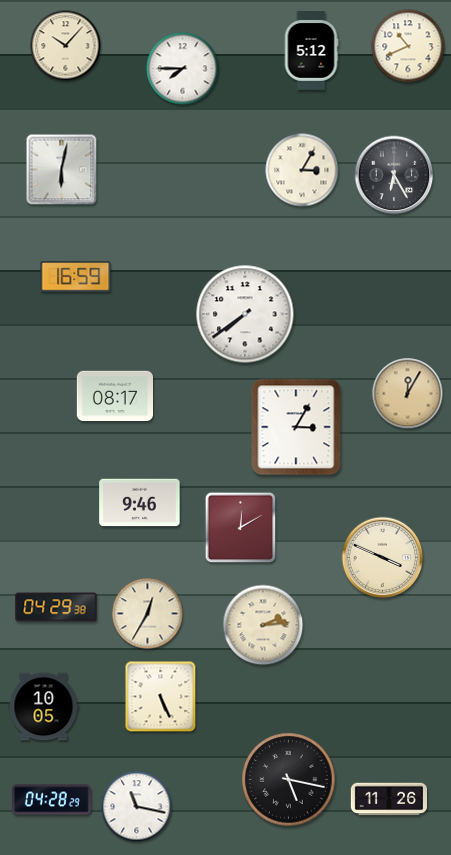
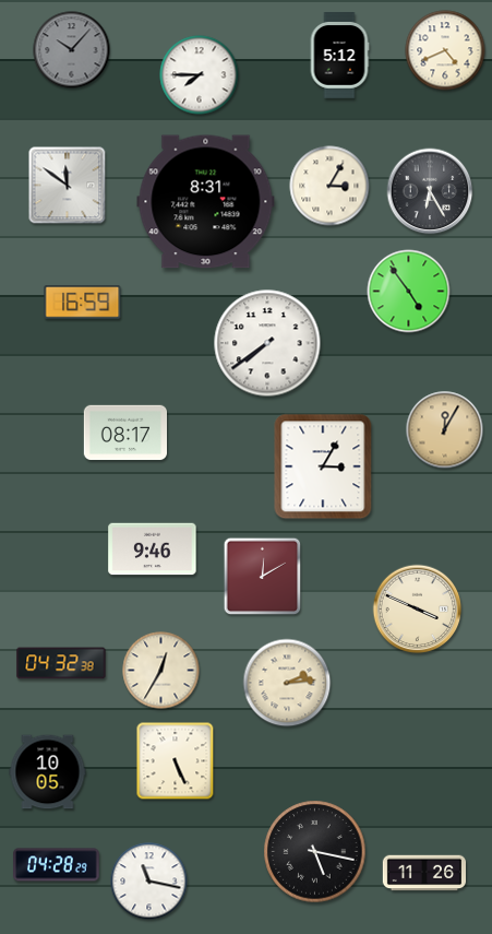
clock at (66, 46) dial: cream -> grey
clock at (408, 46): 10:41 -> 4:41
clock at (62, 170): 6:02 -> 11:51
clock at (206, 202): none -> 8:31
clock at (409, 292): none -> 4:54
clock at (56, 607): 04:29 -> 04:32
clock at (52, 800) position: (52, 800) -> (57, 865)
